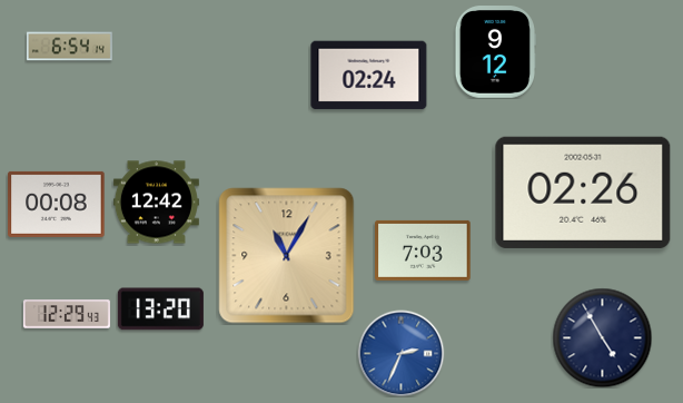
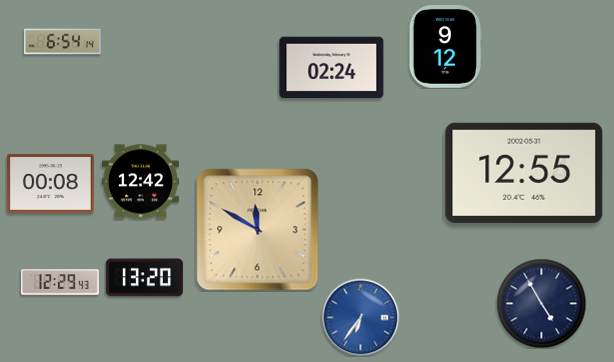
clock at (583, 193): 02:26 -> 12:55
clock at (423, 250): 7:03 -> none
clock at (287, 256): 11:05 -> 11:50
clock at (400, 353): 2:34 -> 6:36
